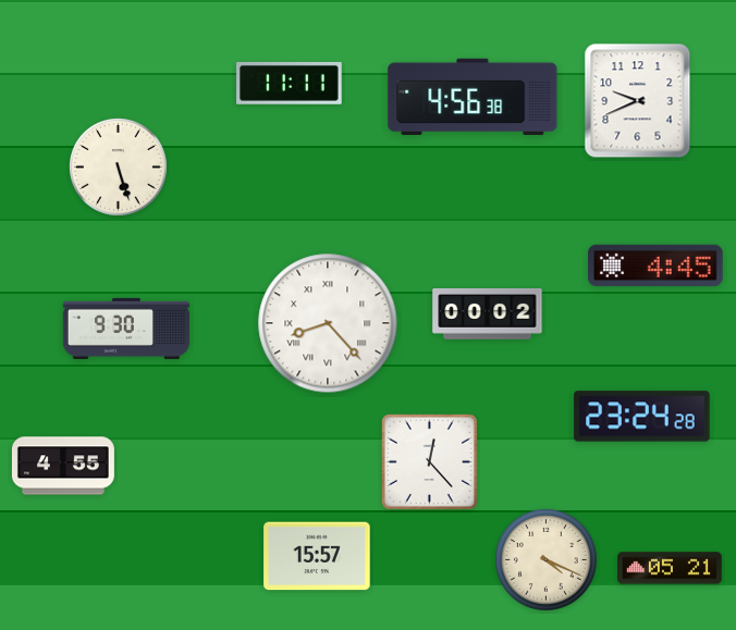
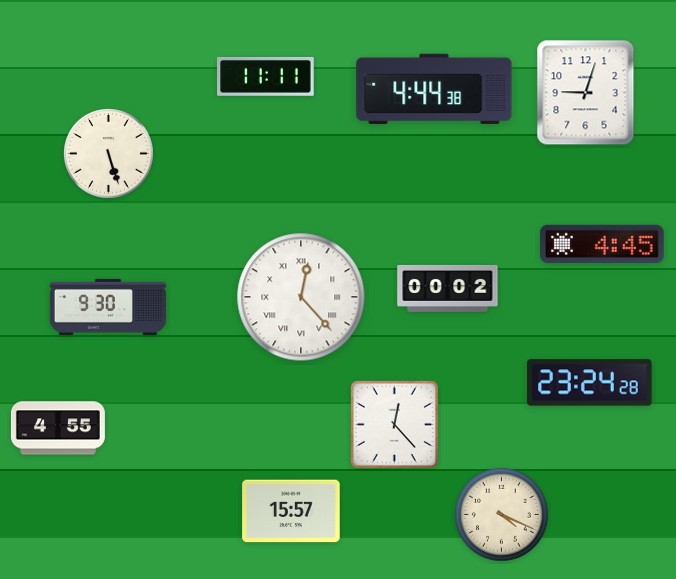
clock at (473, 97): 4:56 -> 4:44
clock at (638, 101): 9:41 -> 9:03
clock at (328, 323): 8:23 -> 12:23
clock at (126, 329) position: (126, 329) -> (108, 307)
clock at (670, 568): 05:21 -> none
